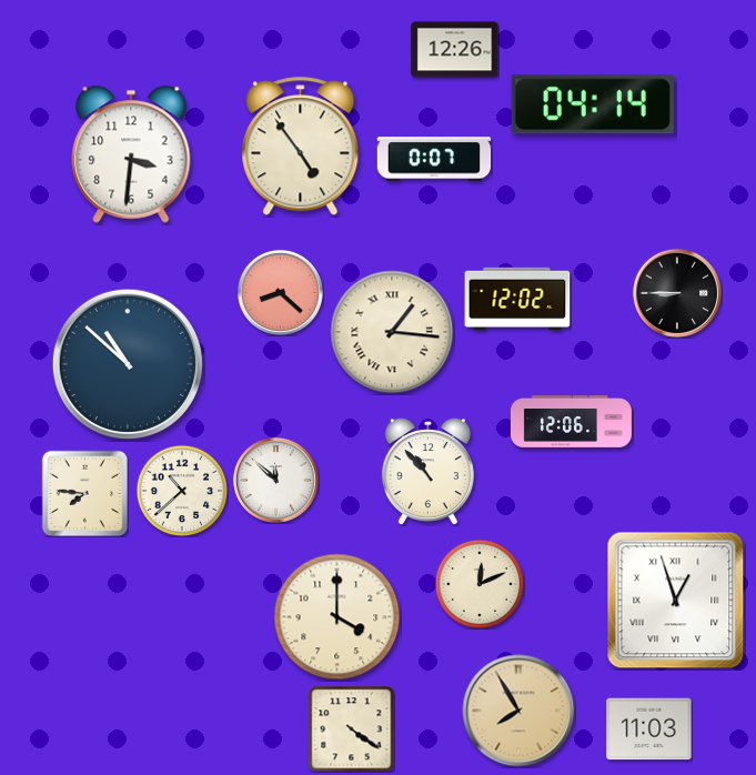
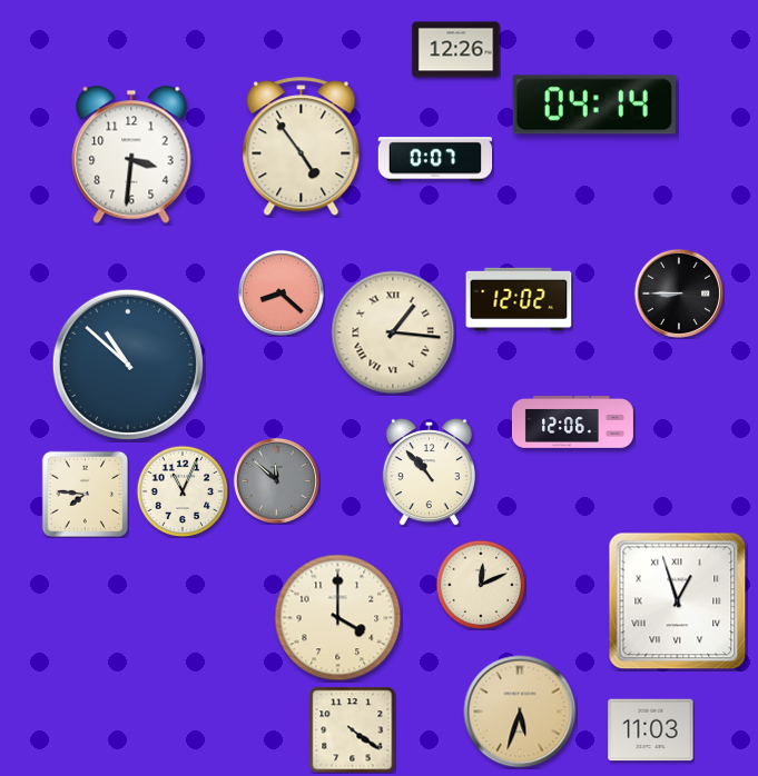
clock at (275, 480) dial: white -> grey
clock at (182, 491): 10:38 -> 11:04
clock at (518, 711): 7:55 -> 5:33
